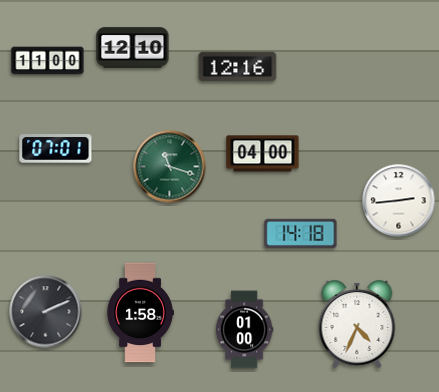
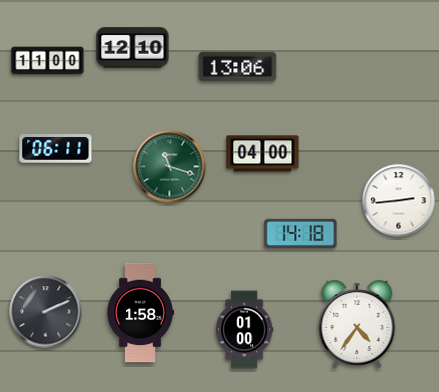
clock at (238, 67): 12:16 -> 13:06
clock at (56, 149): 07:01 -> 06:11
clock at (357, 325): 4:34 -> 4:36
